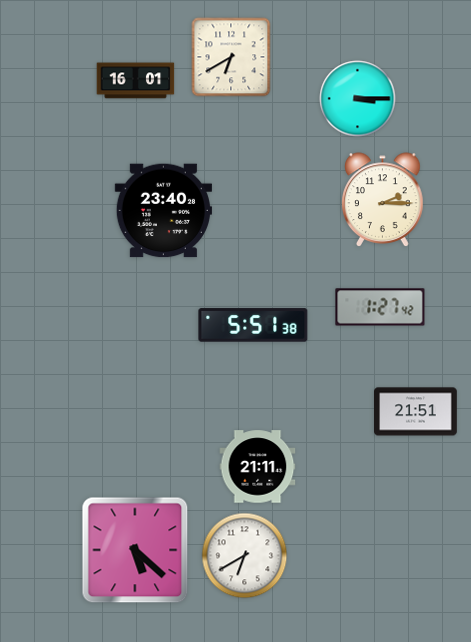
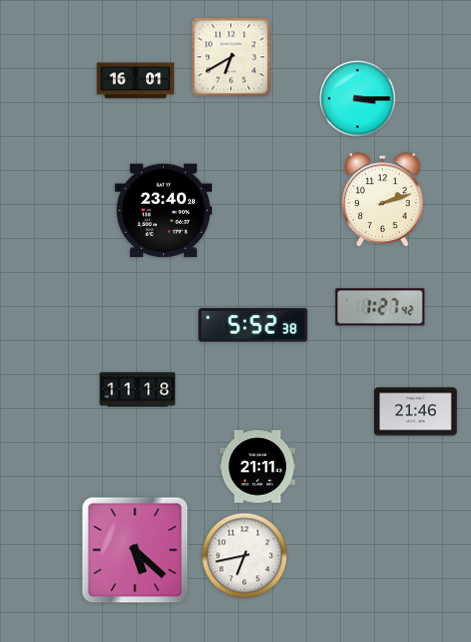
clock at (383, 199): 2:15 -> 2:12
clock at (253, 325): 5:51 -> 5:52
clock at (138, 390): none -> 11:18
clock at (416, 412): 21:51 -> 21:46
clock at (245, 556): 6:40 -> 6:43
